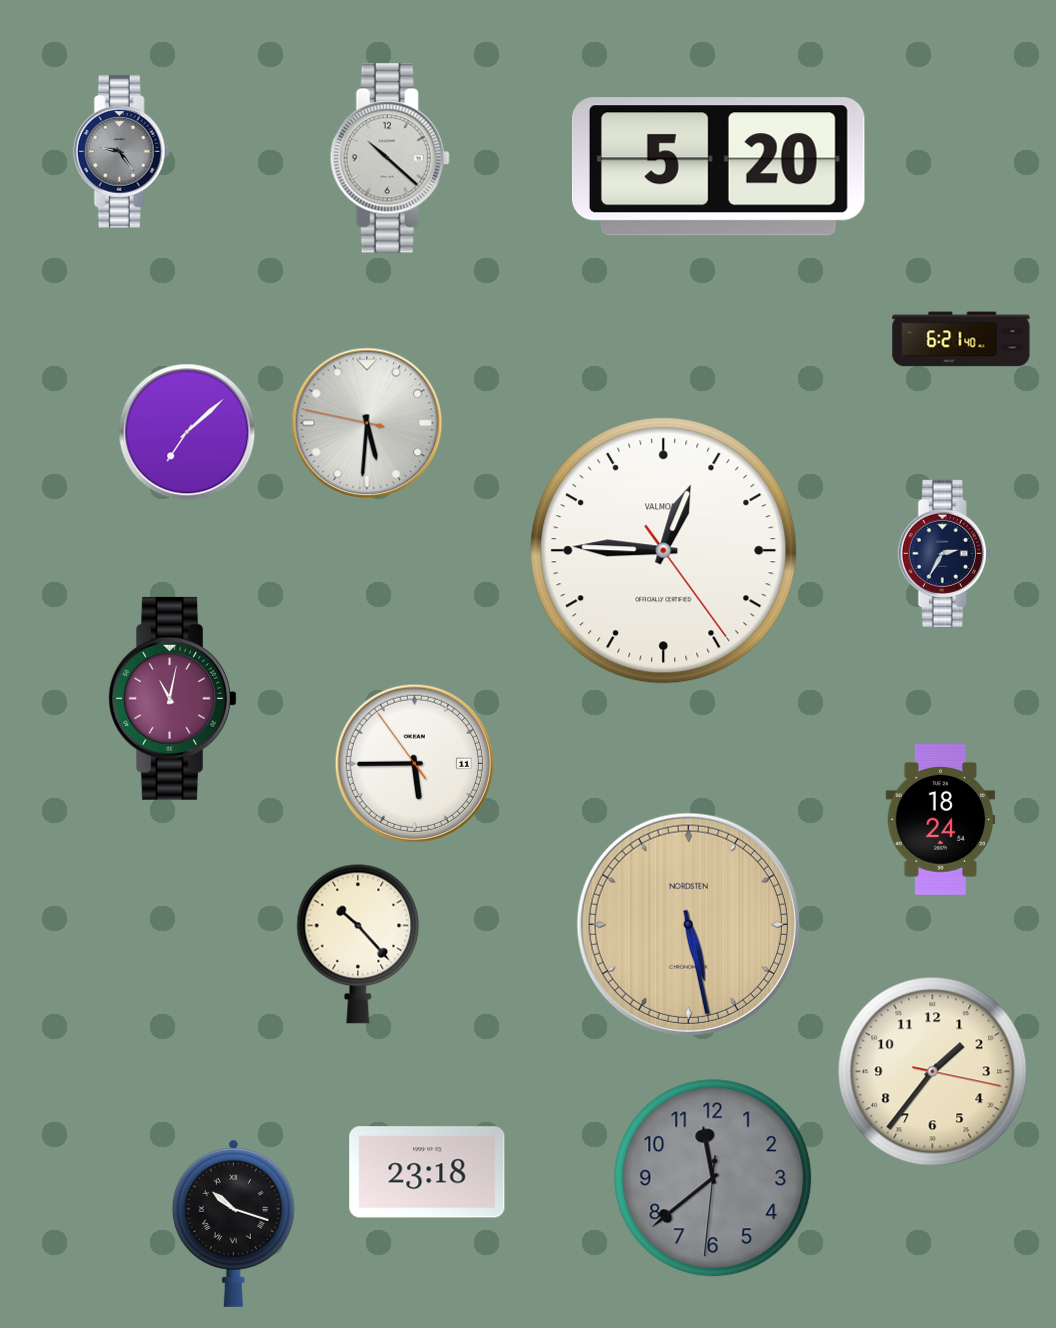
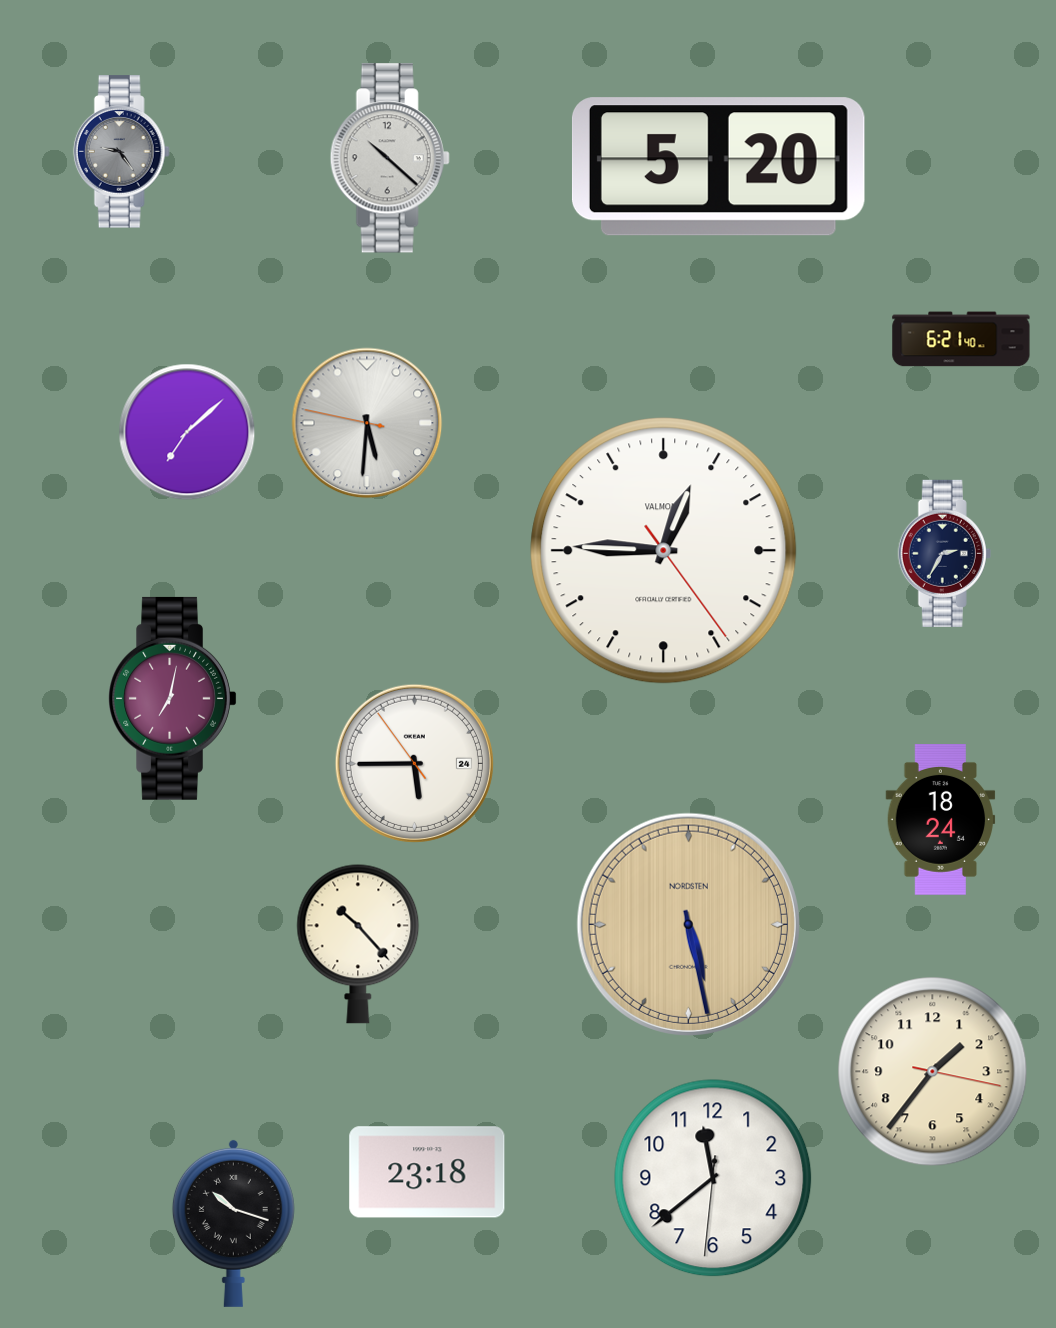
clock at (173, 698): 11:02 -> 7:02
clock at (414, 763) date: 11 -> 24
clock at (713, 1178) dial: grey -> white
